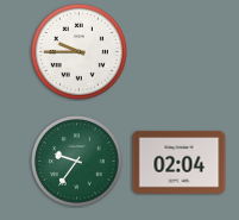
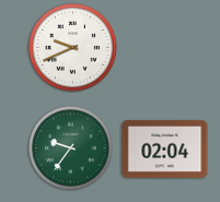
clock at (80, 52): 9:45 -> 9:41
